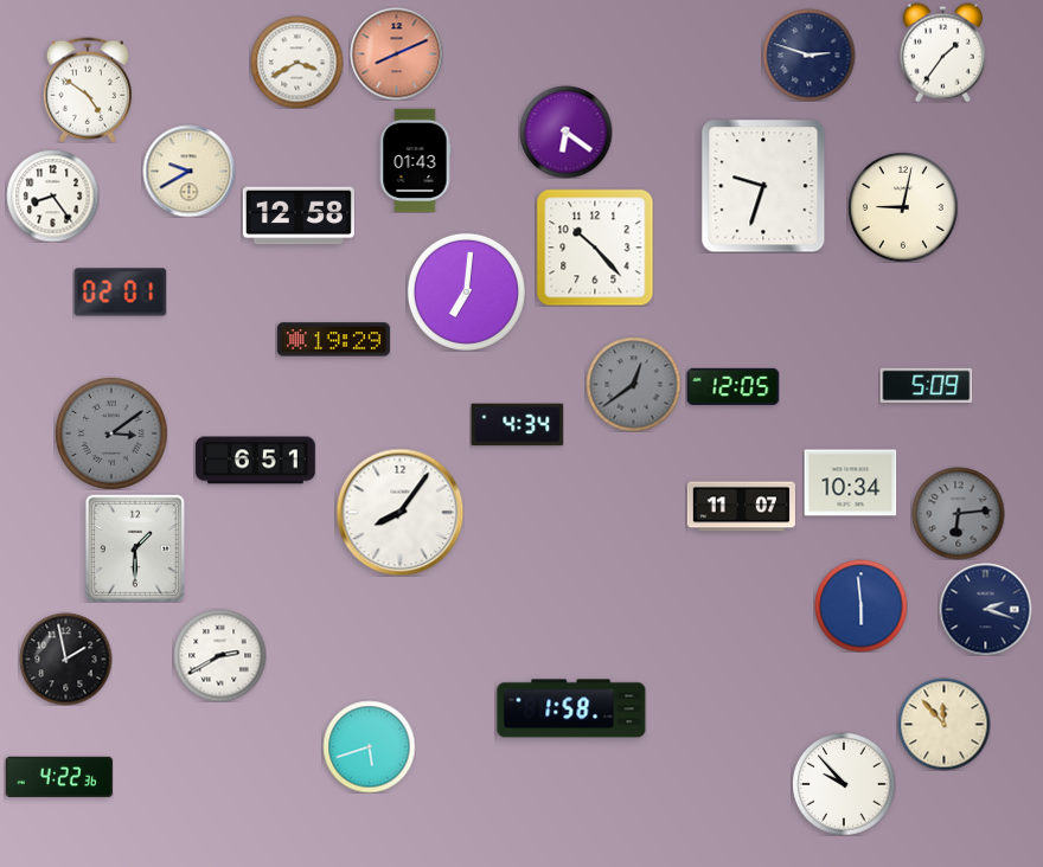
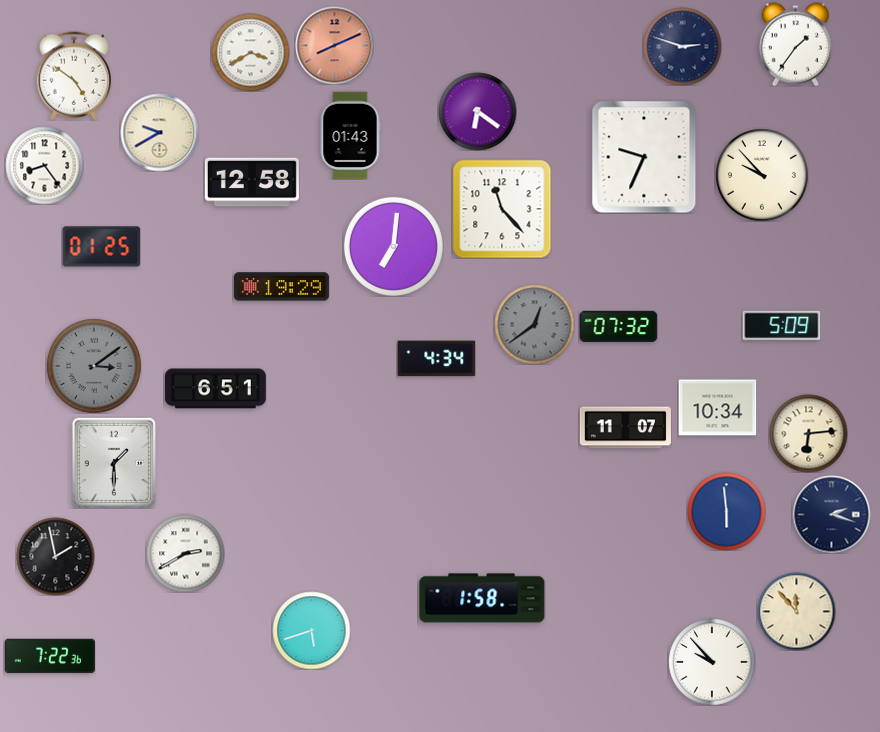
clock at (188, 171) position: (188, 171) -> (159, 132)
clock at (763, 186): 9:33 -> 9:34
clock at (903, 207): 9:02 -> 9:53
clock at (595, 248): 10:23 -> 11:23
clock at (120, 293): 02:01 -> 01:25
clock at (732, 386): 12:05 -> 07:32
clock at (399, 512): 8:06 -> none
clock at (958, 513) dial: grey -> cream
clock at (59, 777): 4:22 -> 7:22
